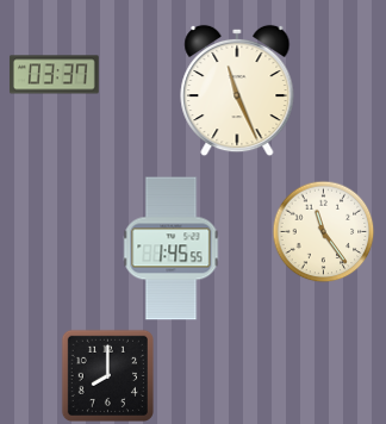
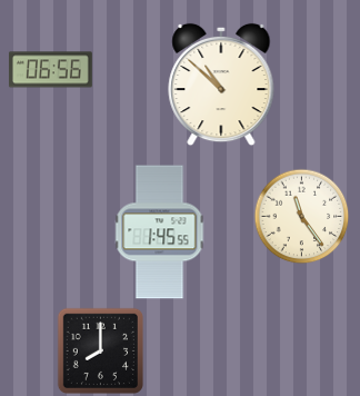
clock at (54, 75): 03:37 -> 06:56
clock at (237, 91): 11:26 -> 10:52
